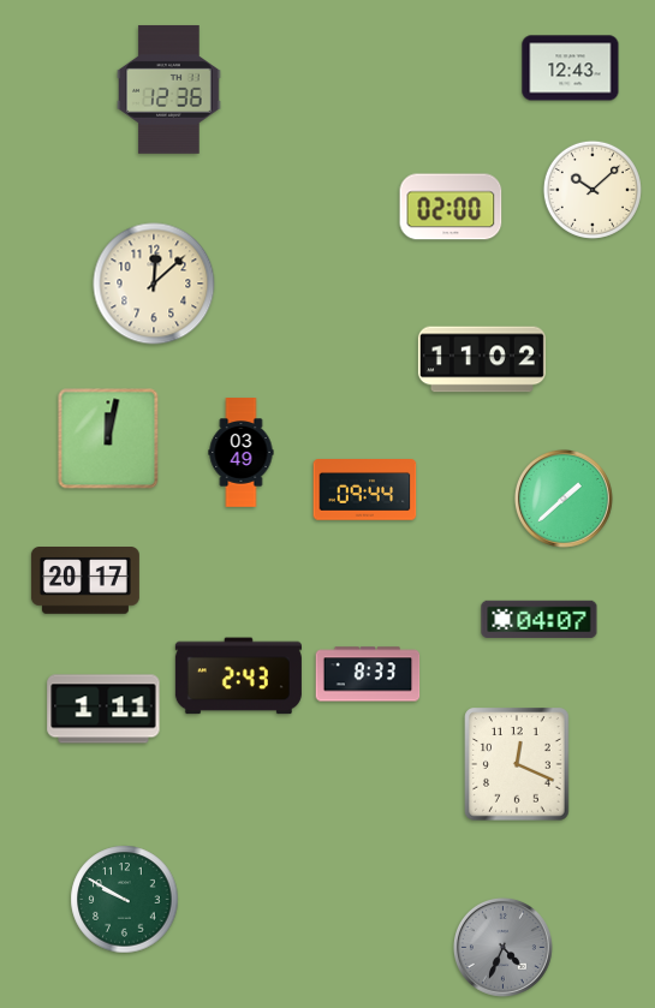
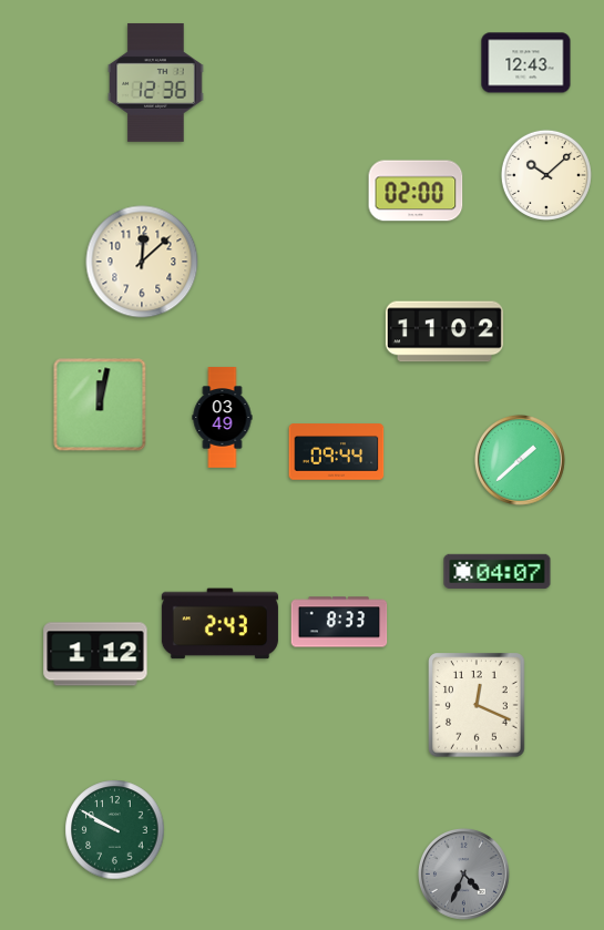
clock at (85, 581): 20:17 -> none
clock at (103, 709): 1:11 -> 1:12
